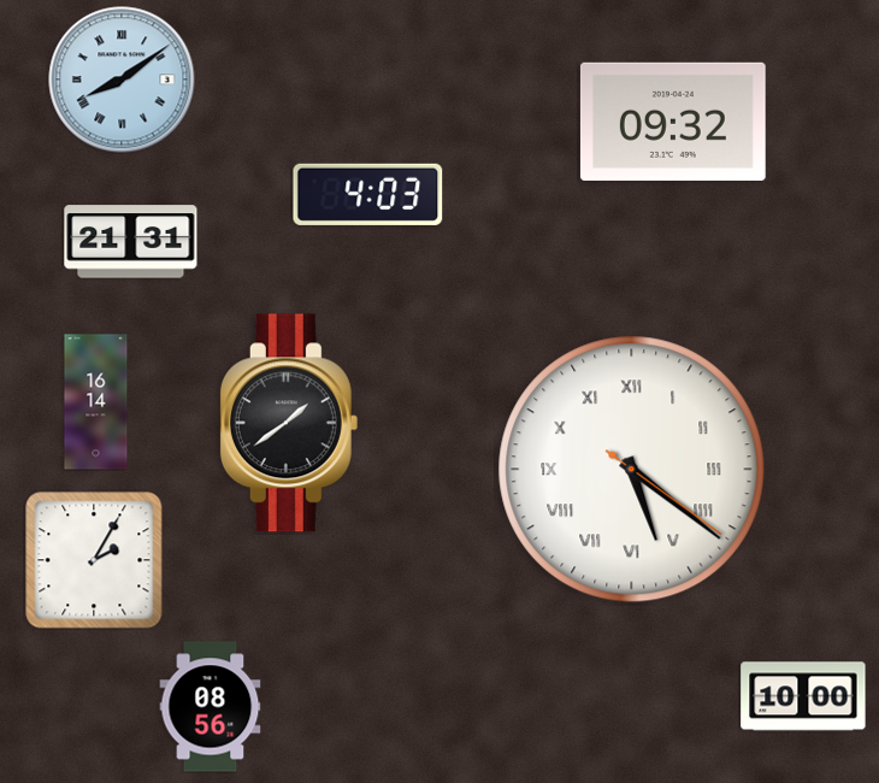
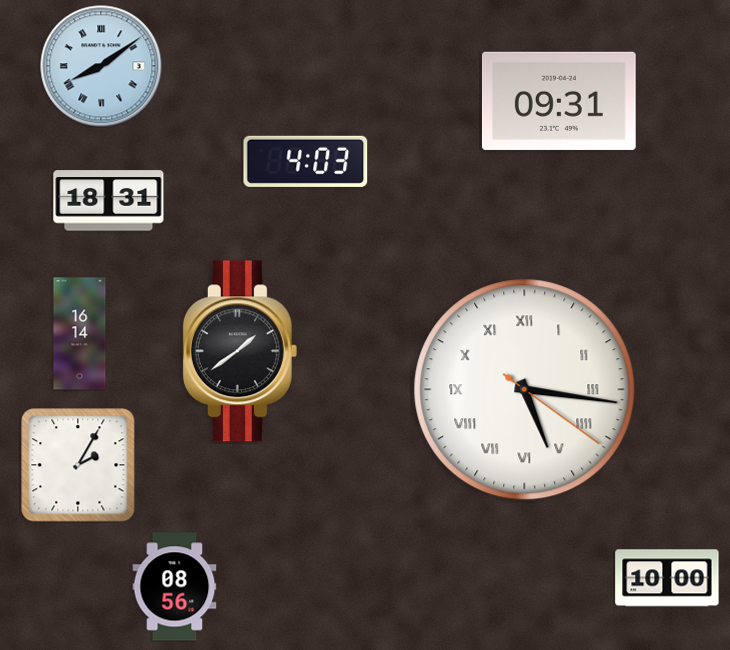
clock at (673, 122): 09:32 -> 09:31
clock at (131, 242): 21:31 -> 18:31
clock at (632, 470): 5:21 -> 5:16
